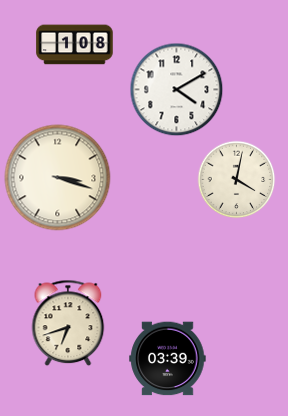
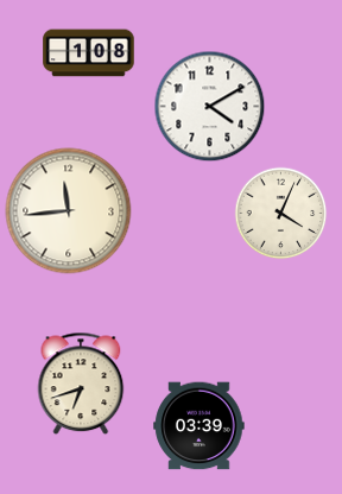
clock at (58, 178): 3:18 -> 11:44
clock at (236, 179): 4:02 -> 4:04
